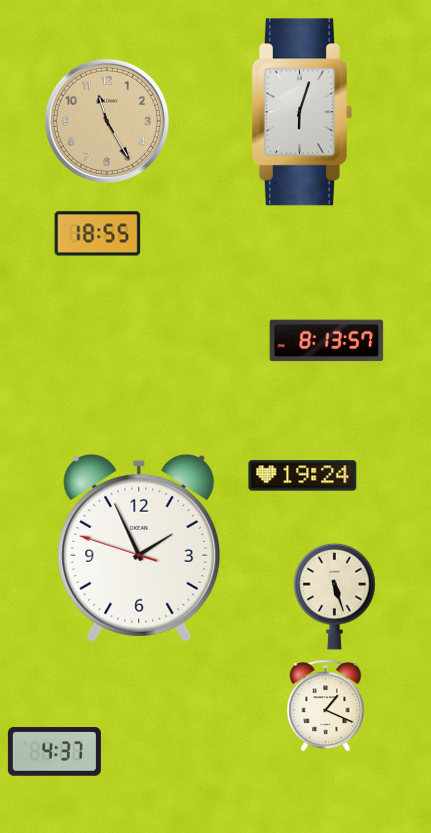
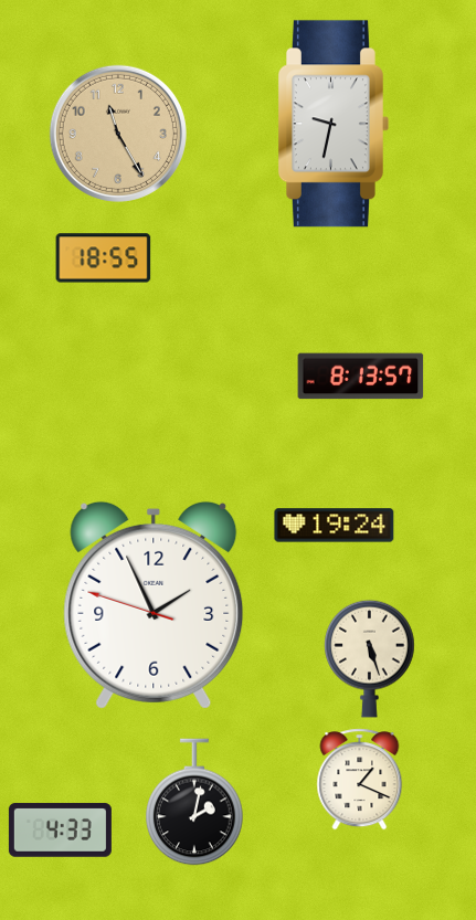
clock at (302, 112): 6:03 -> 9:32
clock at (98, 234) position: (98, 234) -> (104, 258)
clock at (194, 802): none -> 2:02
clock at (54, 752): 4:37 -> 4:33
